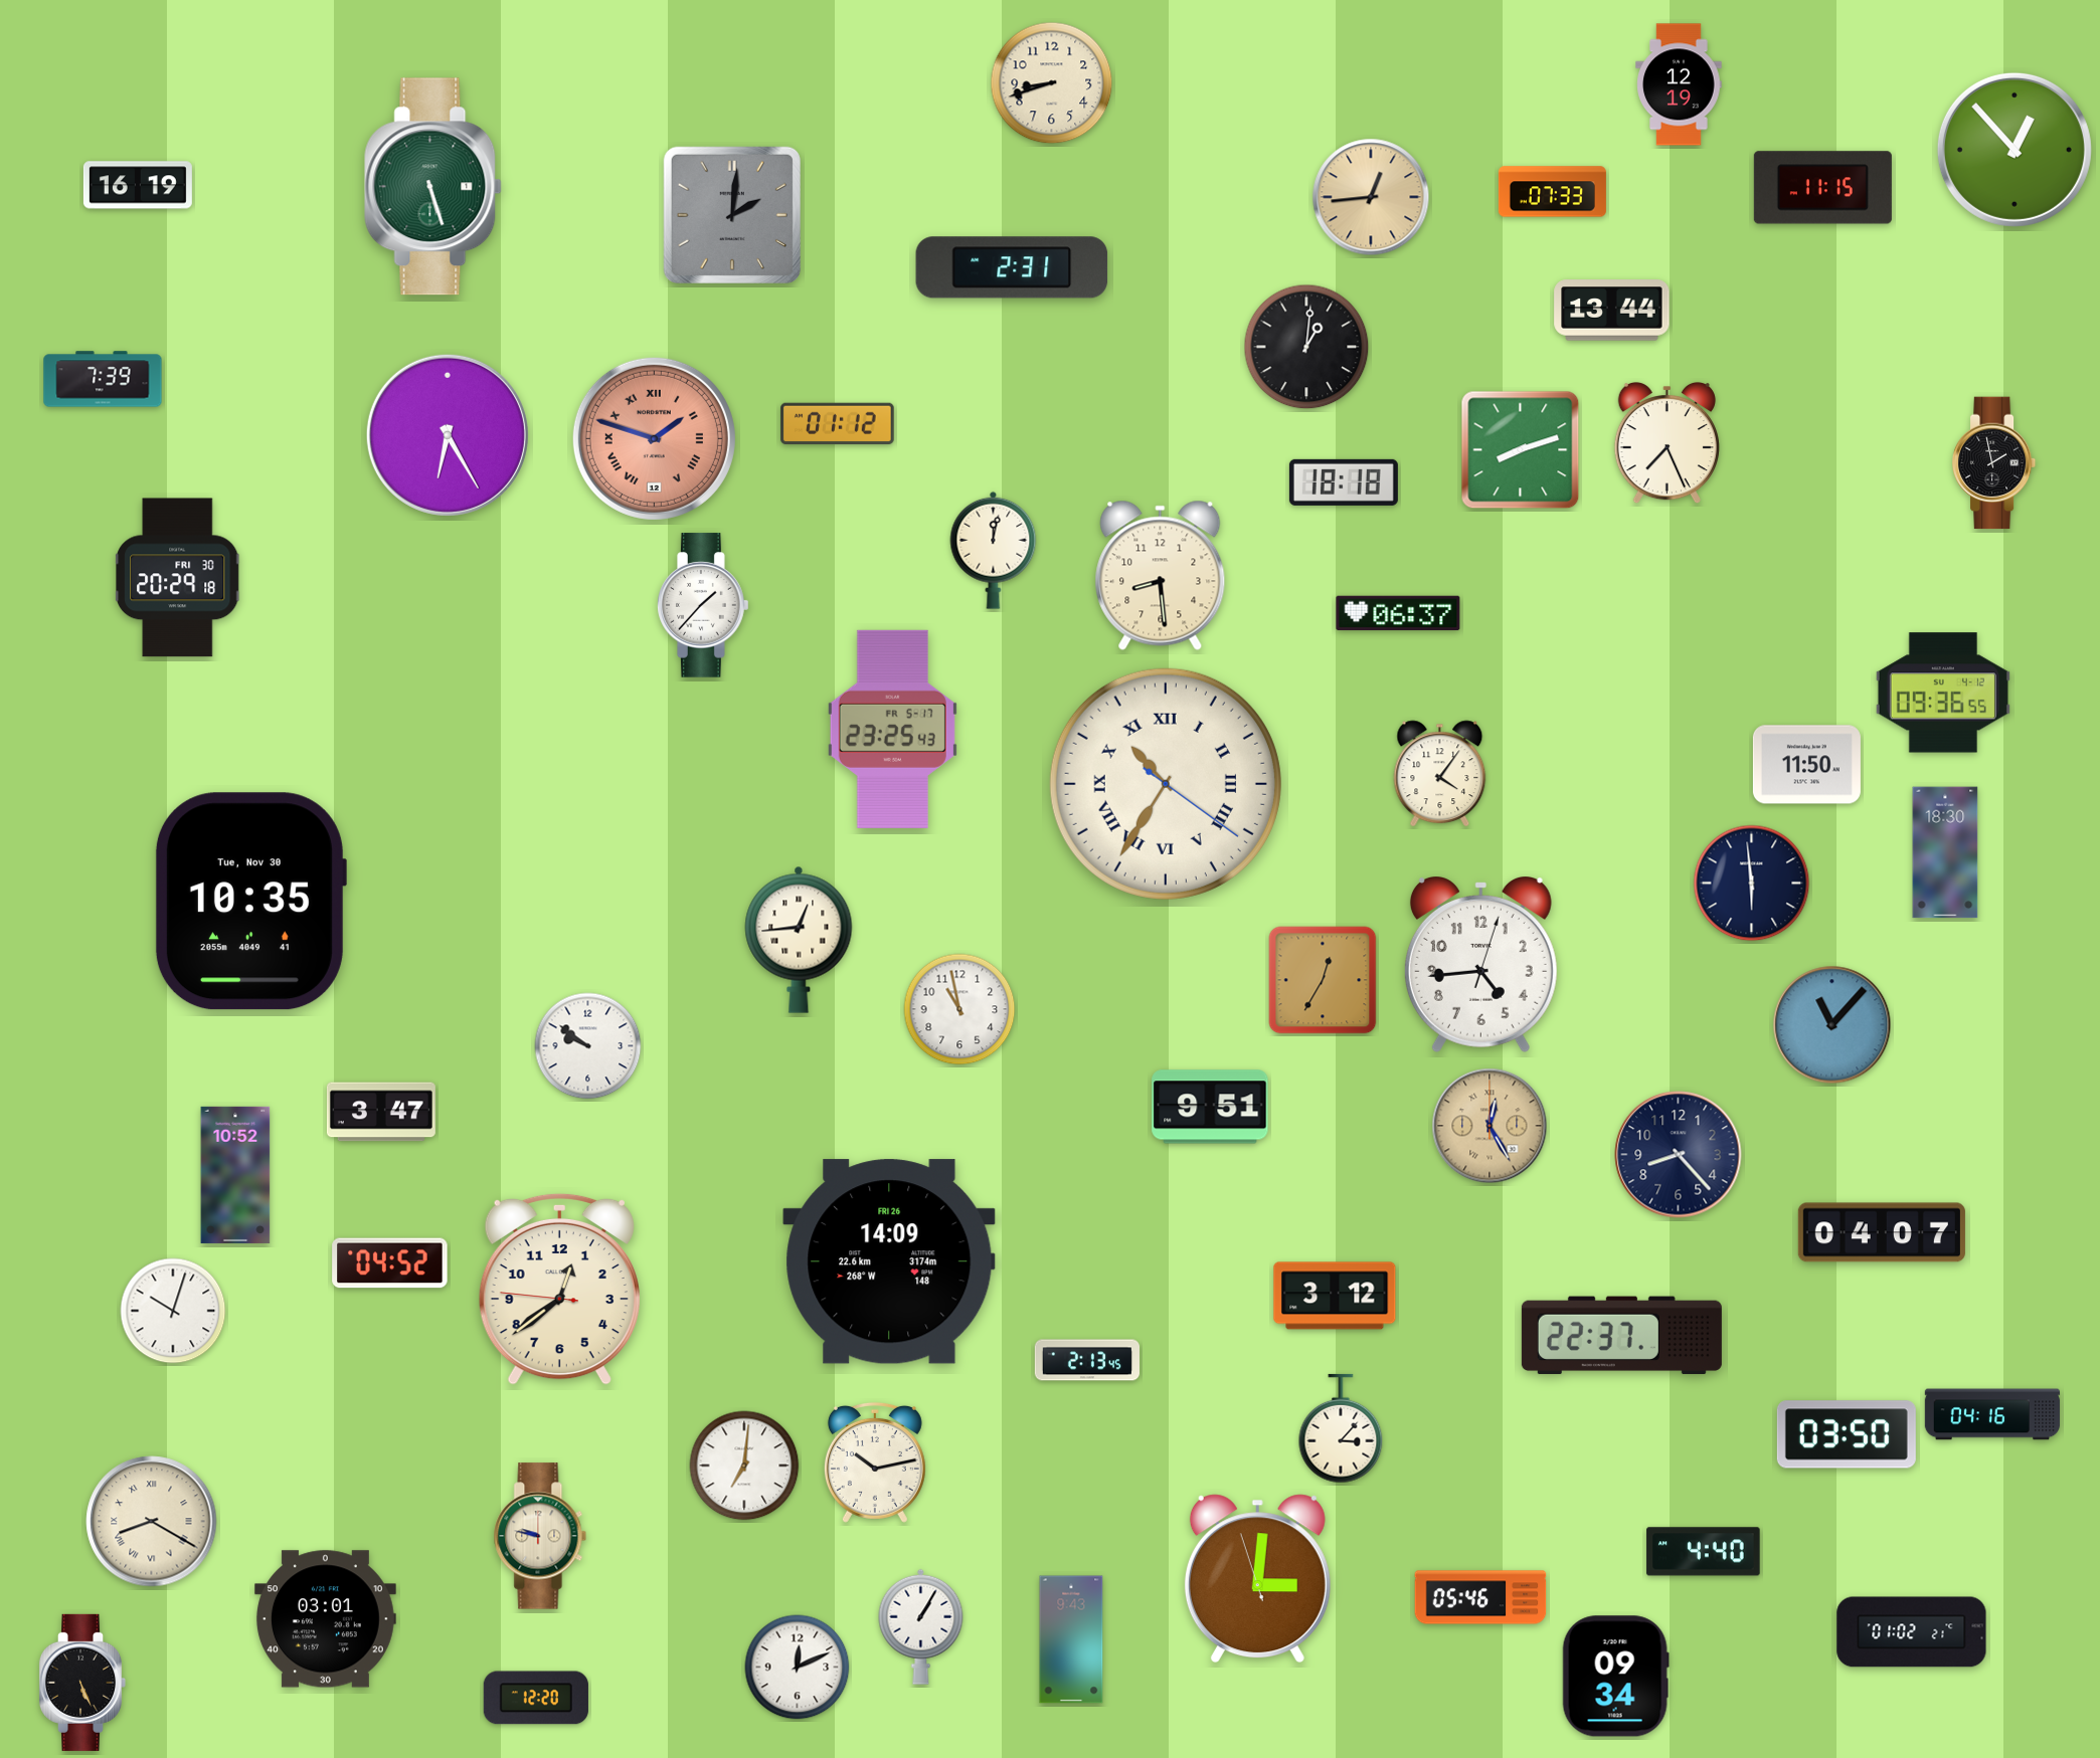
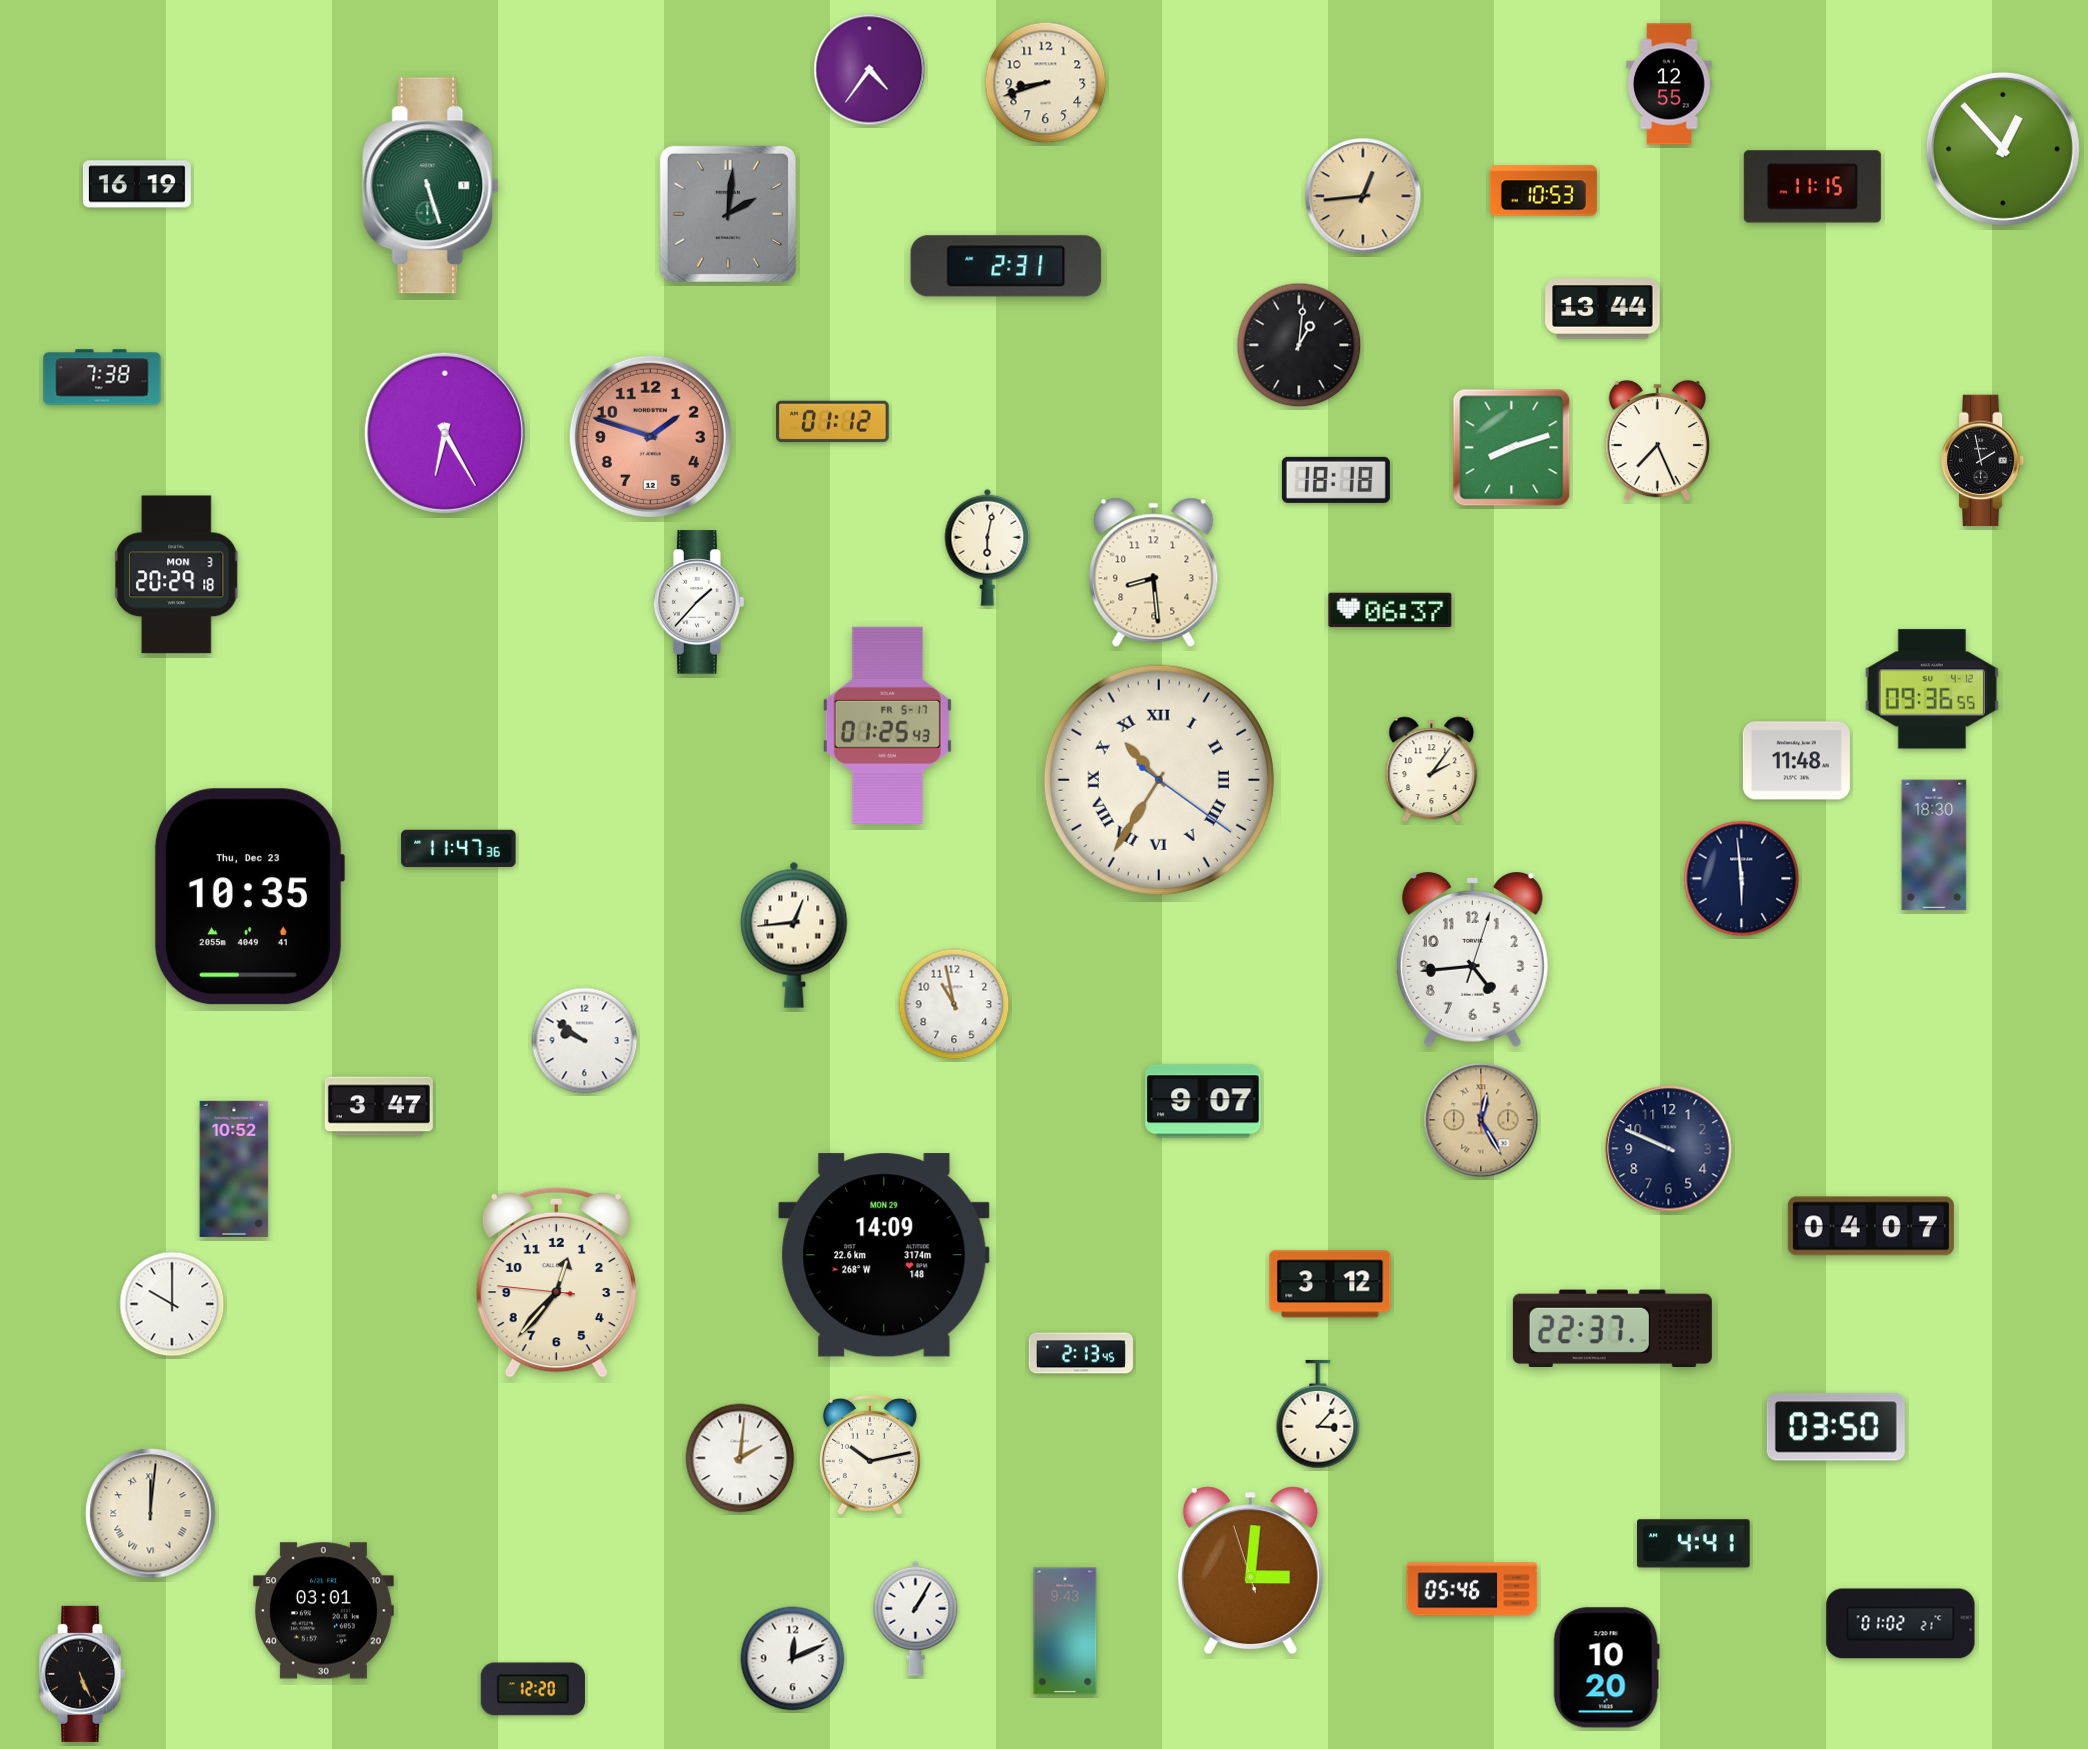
clock at (870, 70): none -> 4:36
clock at (1679, 84): 12:19 -> 12:55
clock at (1552, 192): 07:33 -> 10:53
clock at (103, 379): 7:39 -> 7:38
clock at (654, 438) numerals: Roman -> Arabic
clock at (994, 550): 12:02 -> 6:02
clock at (179, 578) date: FRI 30 -> MON 3
clock at (892, 729): 23:25 -> 01:25
clock at (1806, 765): 11:50 -> 11:48
clock at (1440, 774): 4:06 -> 2:06
clock at (459, 848): none -> 11:47
clock at (1945, 852) position: (1945, 852) -> (1934, 845)
clock at (250, 902) date: Tue, Nov 30 -> Thu, Dec 23
clock at (1323, 980): 12:35 -> none
clock at (1832, 1025): 11:07 -> none
clock at (1210, 1107): 9:51 -> 9:07
clock at (1679, 1155): 8:23 -> 9:49
clock at (889, 1261) date: FRI 26 -> MON 29
clock at (390, 1263): 04:52 -> none
clock at (559, 1289): 12:38 -> 12:36
clock at (1335, 1296) position: (1335, 1296) -> (1330, 1284)
clock at (173, 1311): 10:03 -> 10:00
clock at (1992, 1414): 04:16 -> none
clock at (1341, 1428) position: (1341, 1428) -> (1318, 1414)
clock at (744, 1466): 7:01 -> 2:01
clock at (152, 1522): 8:20 -> 12:01
clock at (540, 1536): 9:47 -> none
clock at (1704, 1552): 4:40 -> 4:41
clock at (1615, 1677): 09:34 -> 10:20
